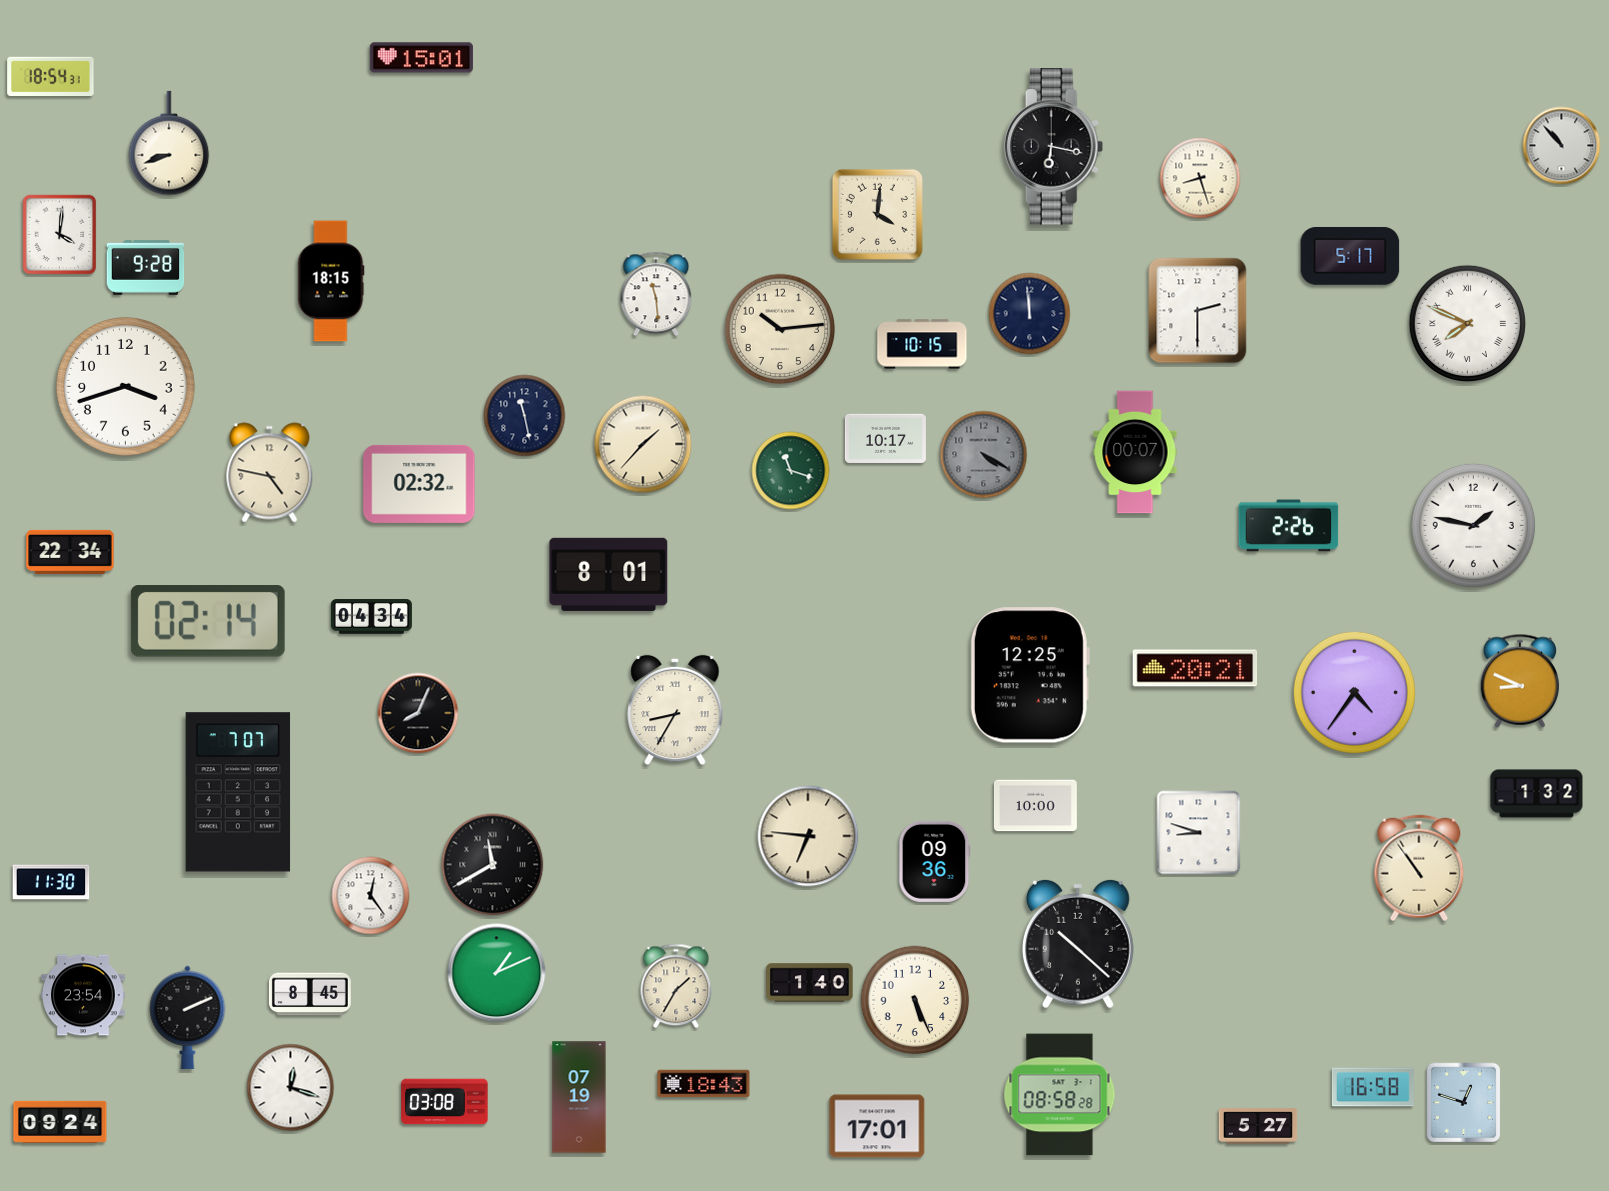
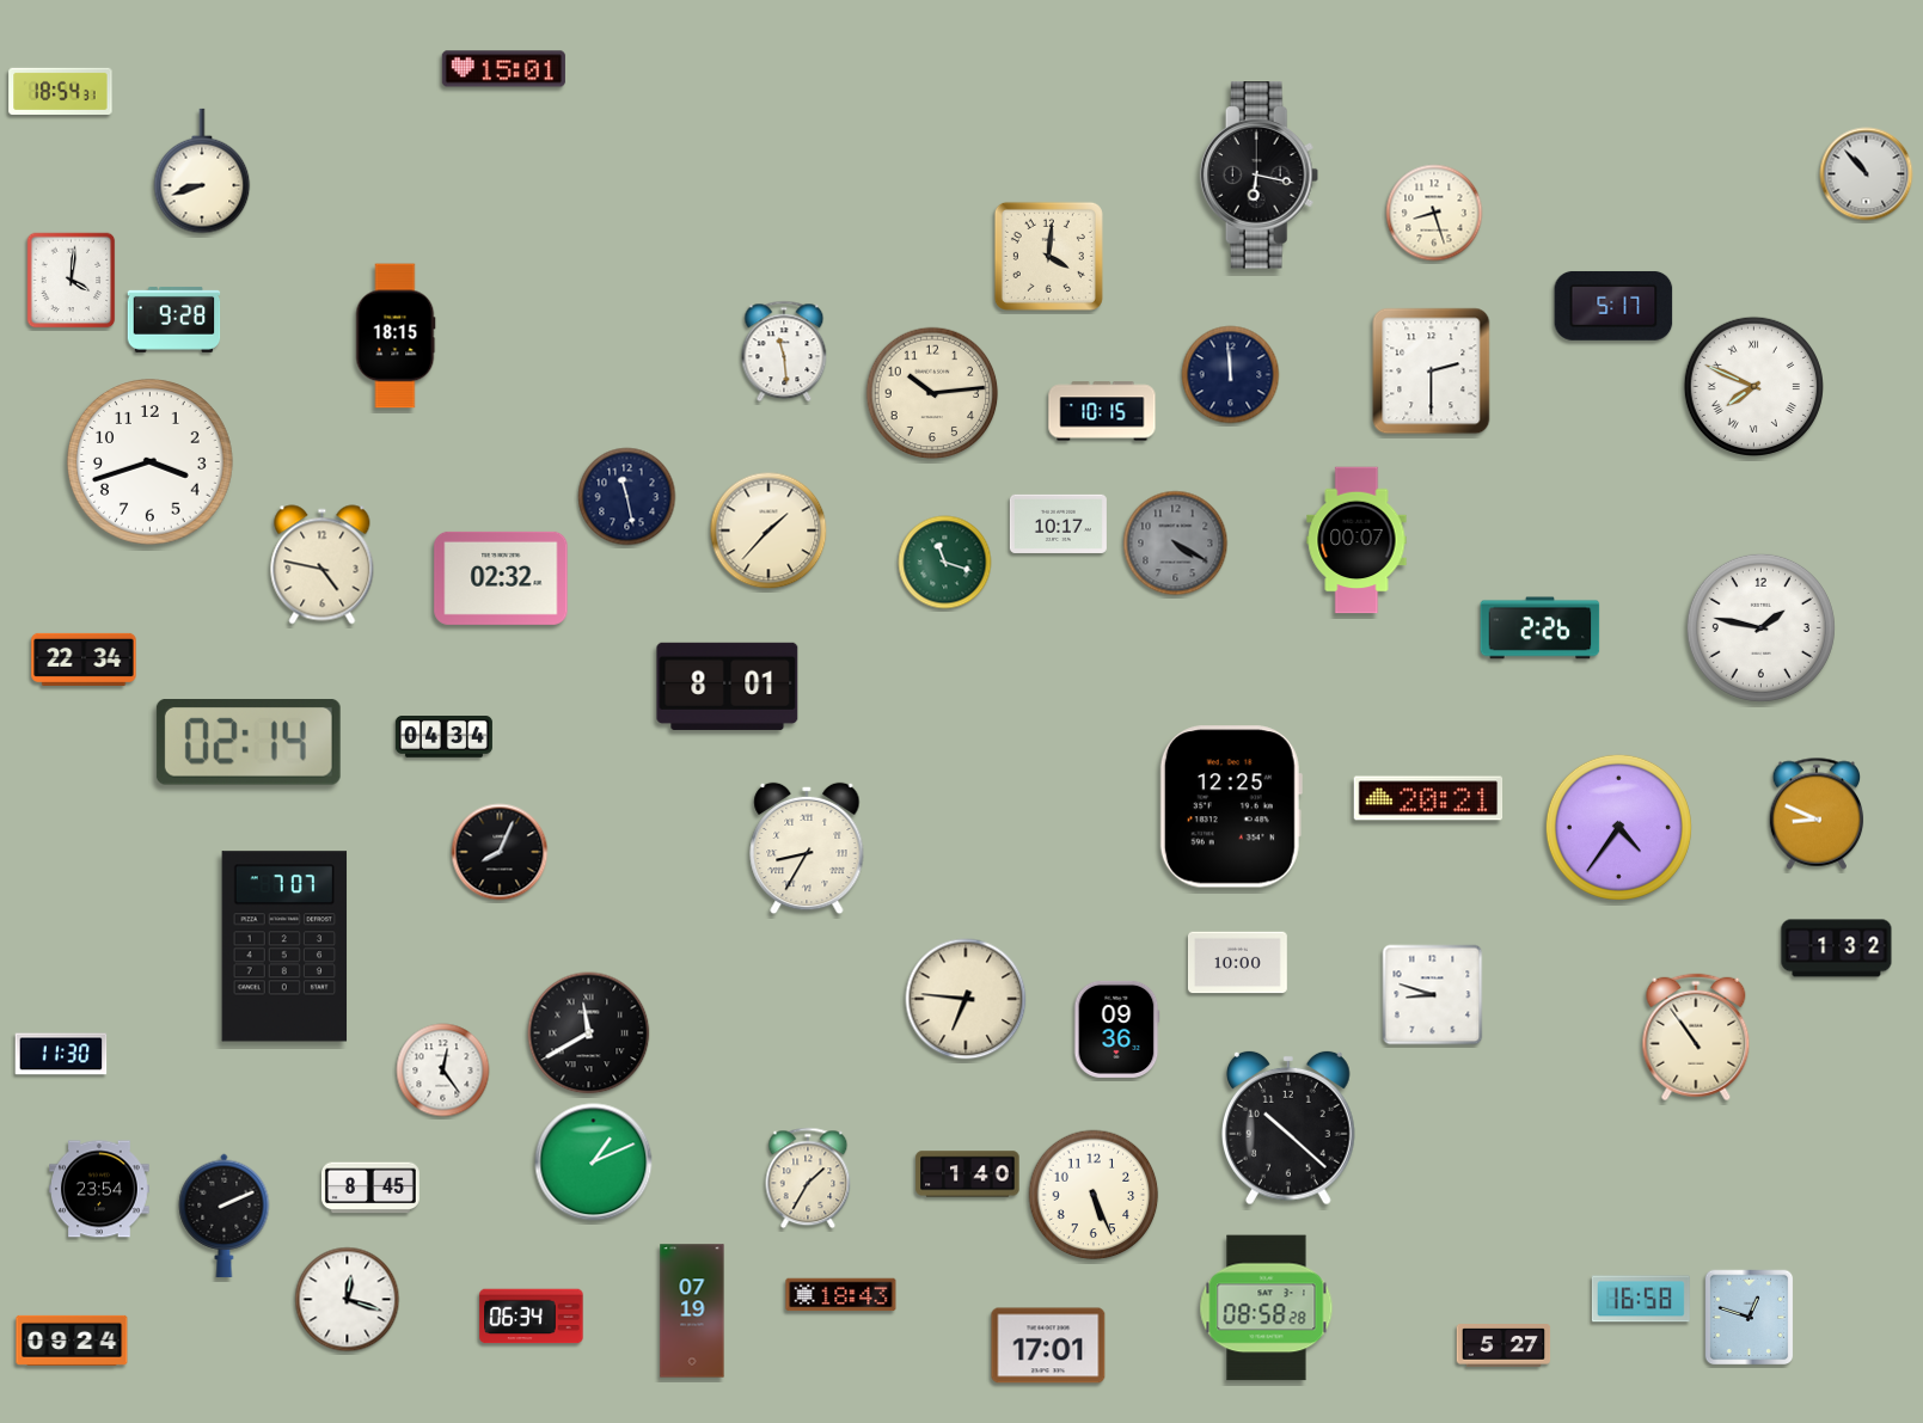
clock at (445, 1102): 03:08 -> 06:34
